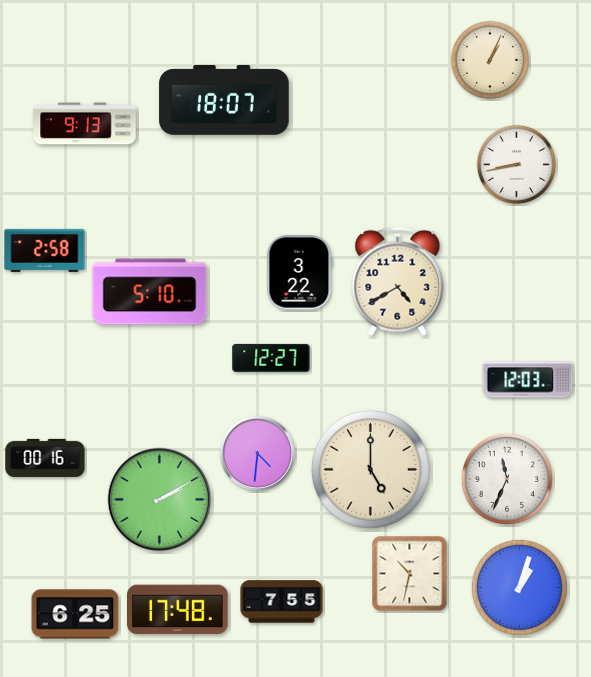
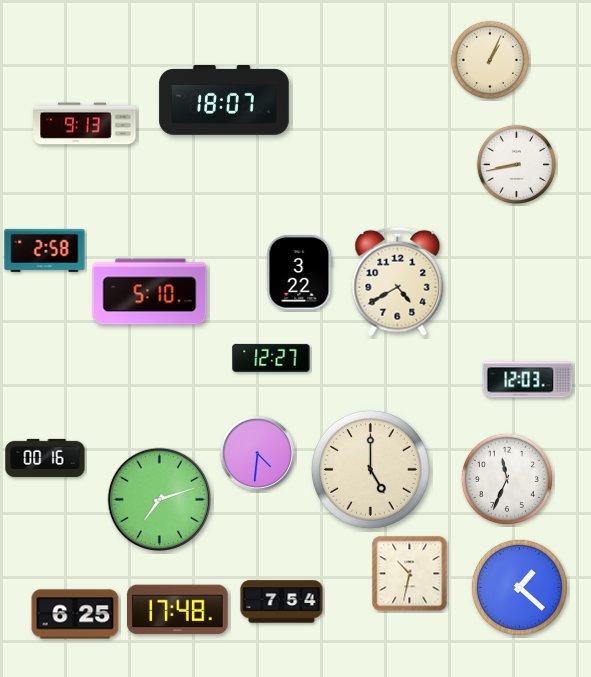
clock at (160, 500): 2:10 -> 7:12
clock at (519, 587): 1:03 -> 1:22
clock at (282, 602): 7:55 -> 7:54
